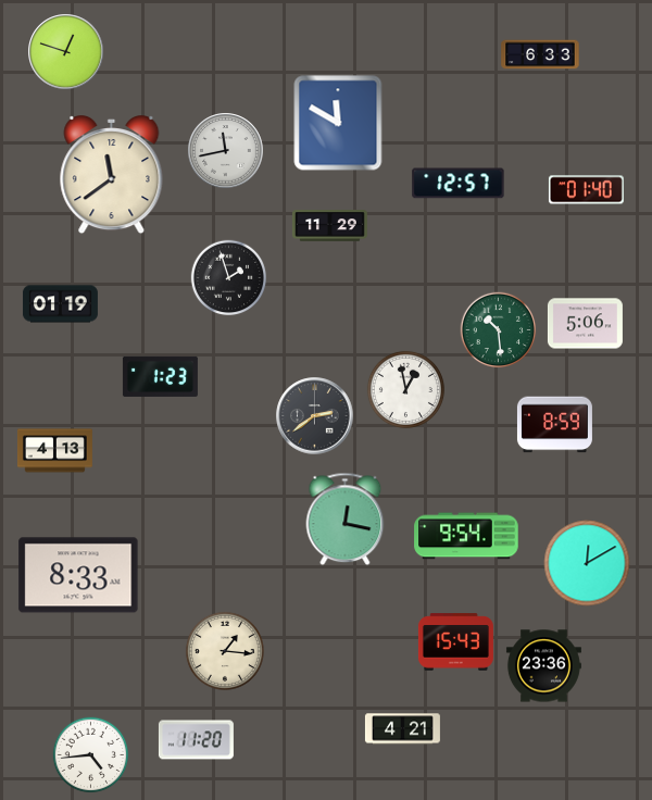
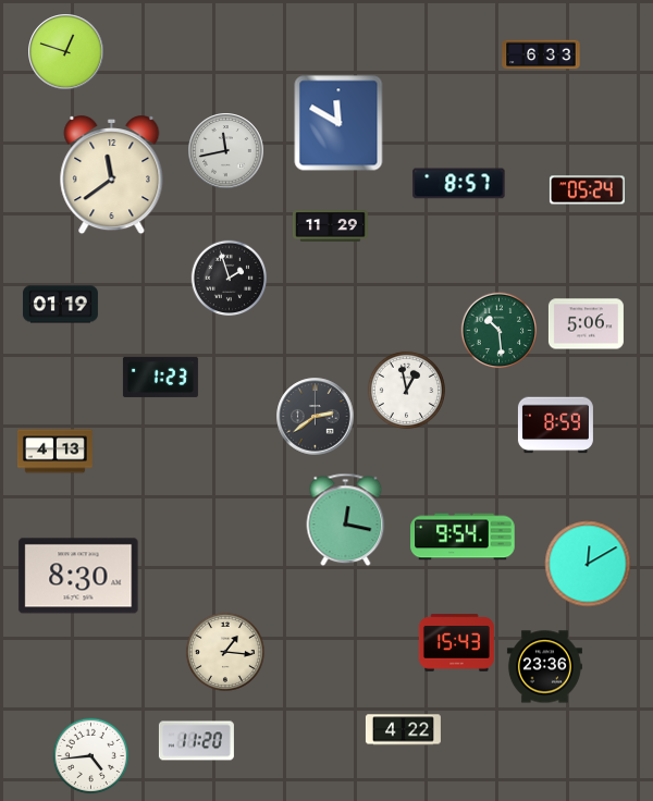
clock at (459, 184): 12:57 -> 8:57
clock at (586, 190): 01:40 -> 05:24
clock at (466, 536) position: (466, 536) -> (463, 537)
clock at (78, 575): 8:33 -> 8:30
clock at (402, 729): 4:21 -> 4:22
